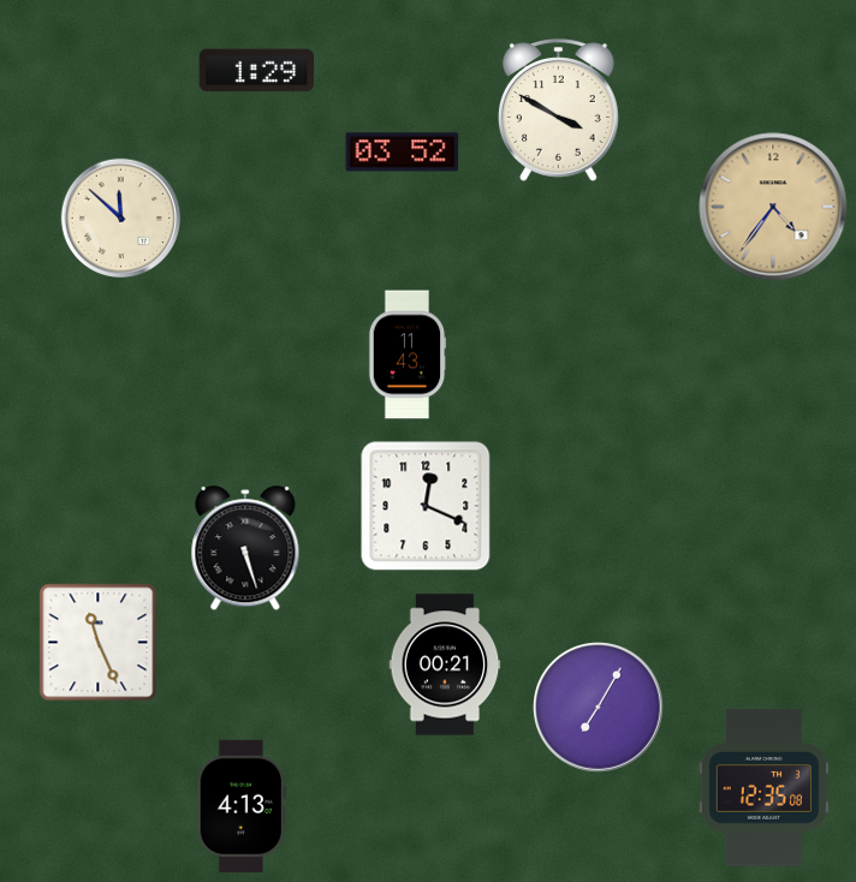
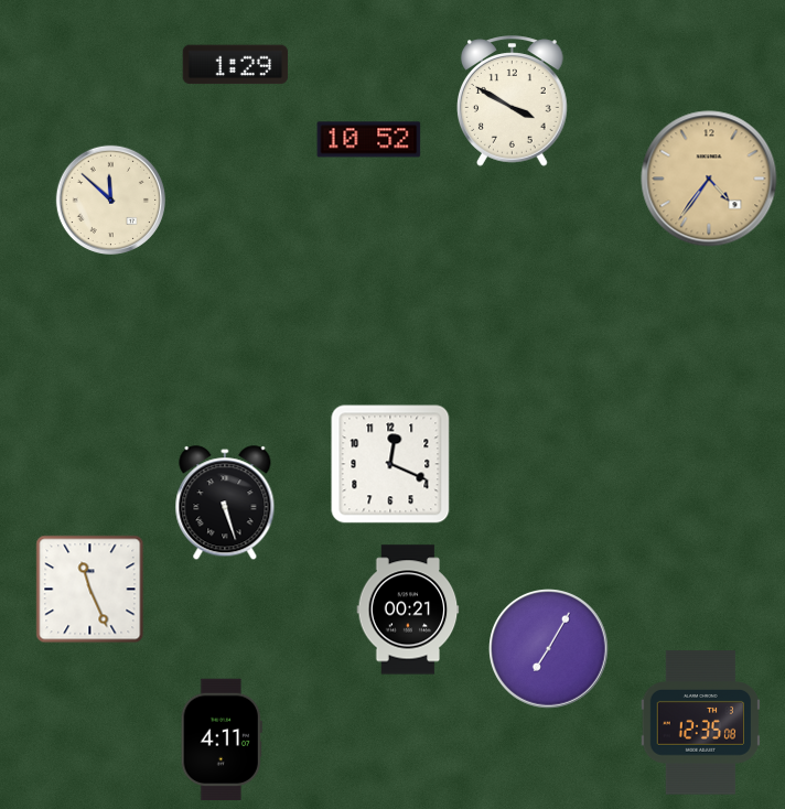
clock at (403, 153): 03:52 -> 10:52
clock at (773, 207) position: (773, 207) -> (709, 179)
clock at (408, 354): 11:43 -> none
clock at (242, 806): 4:13 -> 4:11
